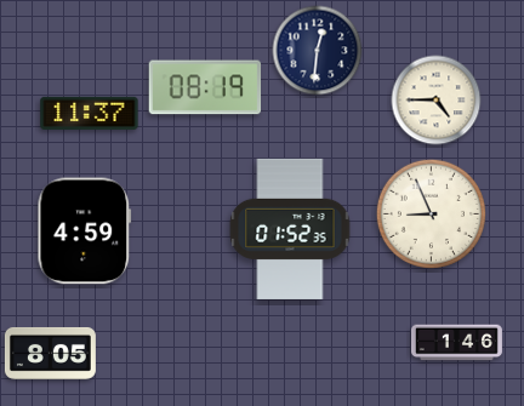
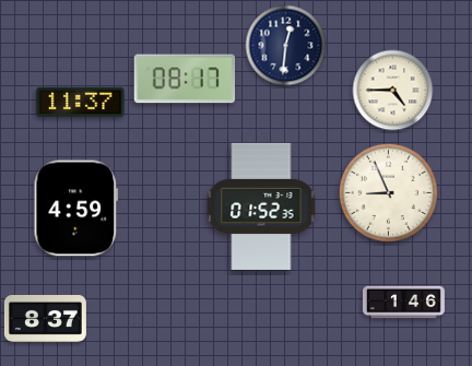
clock at (205, 87): 08:19 -> 08:17
clock at (456, 343) position: (456, 343) -> (403, 303)
clock at (50, 353): 8:05 -> 8:37
